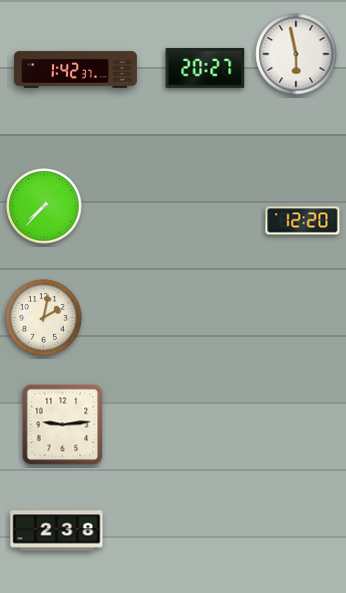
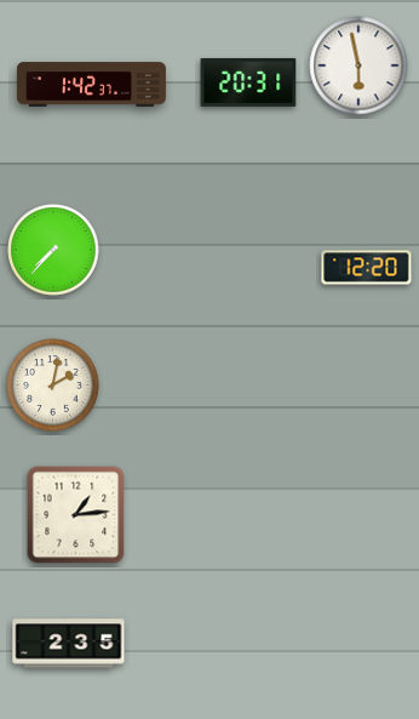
clock at (205, 68): 20:27 -> 20:31
clock at (63, 425): 9:14 -> 1:14
clock at (57, 531): 2:38 -> 2:35
